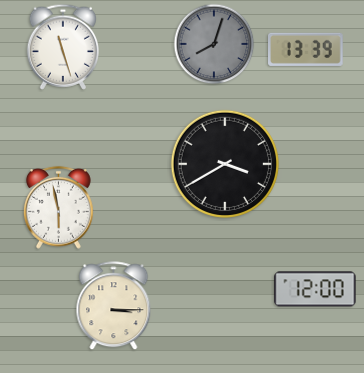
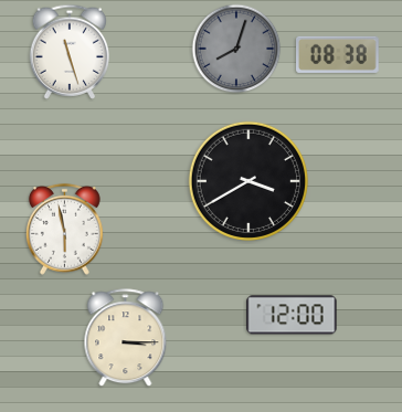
clock at (306, 49): 13:39 -> 08:38
clock at (315, 289) position: (315, 289) -> (292, 315)
